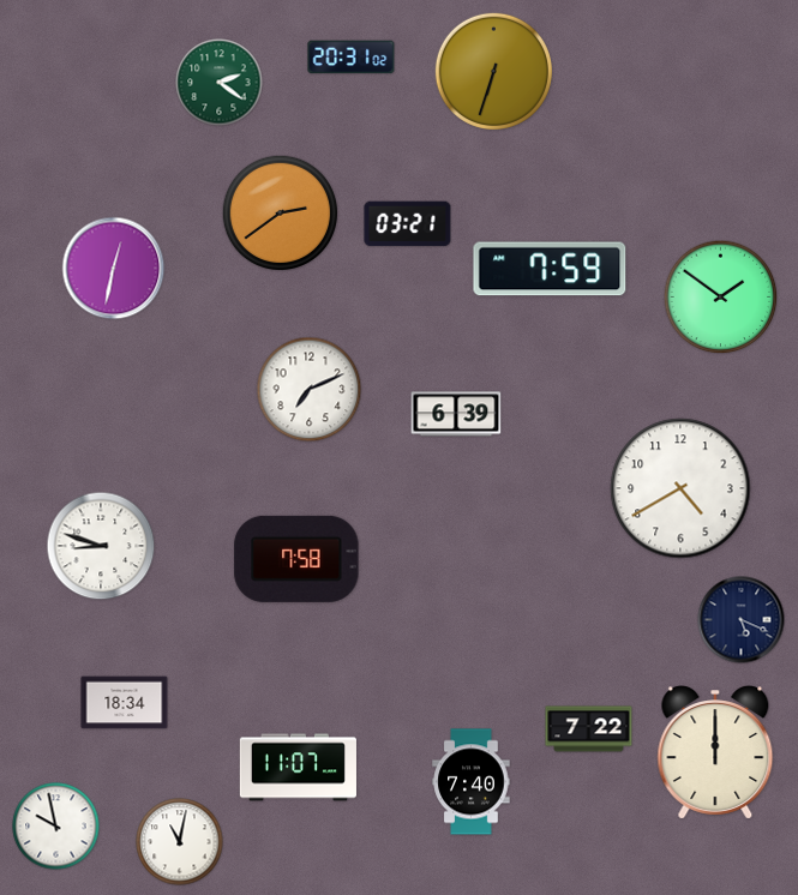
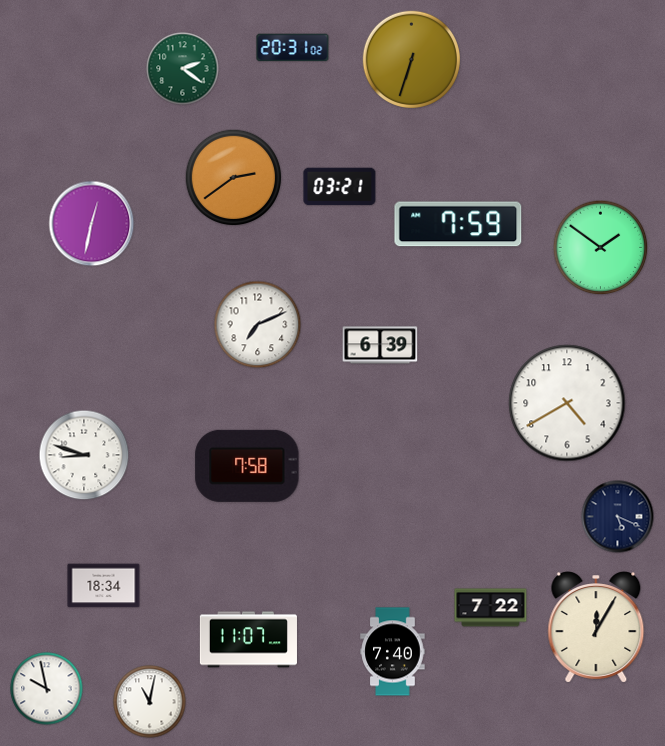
clock at (114, 269) position: (114, 269) -> (92, 224)
clock at (680, 488) position: (680, 488) -> (567, 403)
clock at (715, 752): 12:00 -> 12:05
